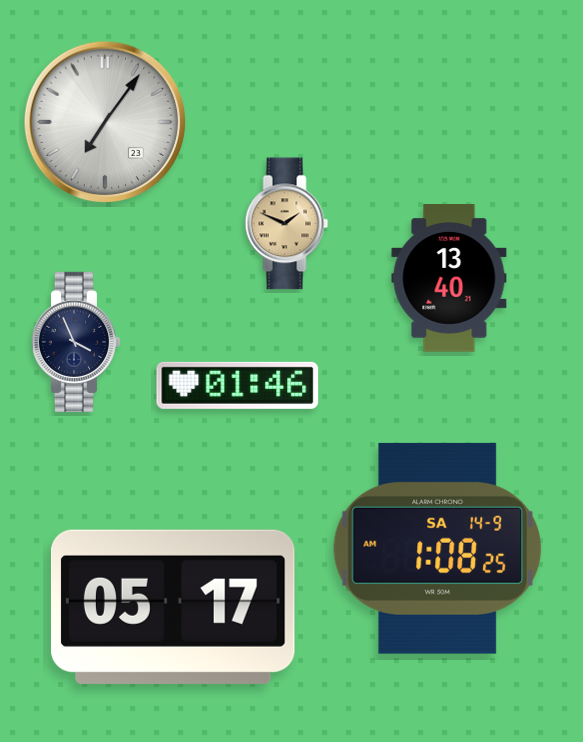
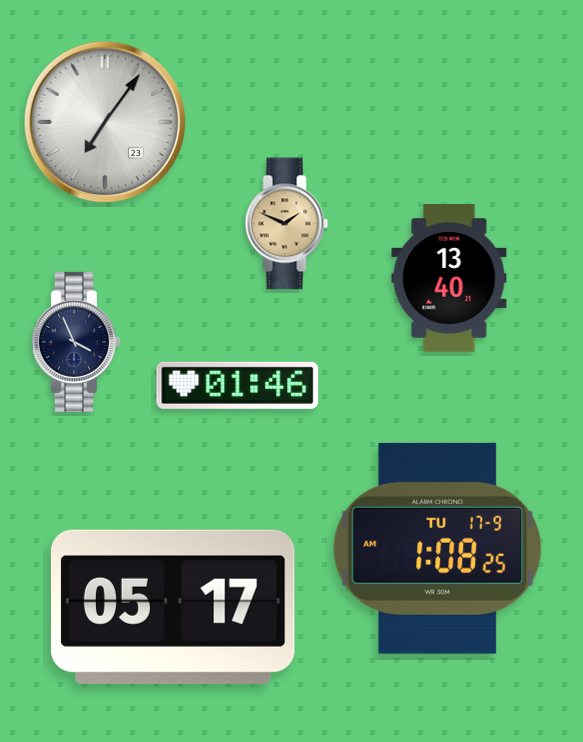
clock at (438, 548) date: SA 14-9 -> TU 17-9
